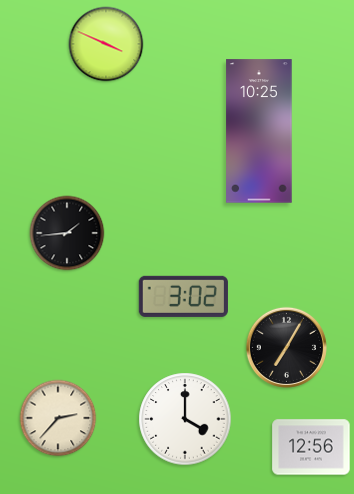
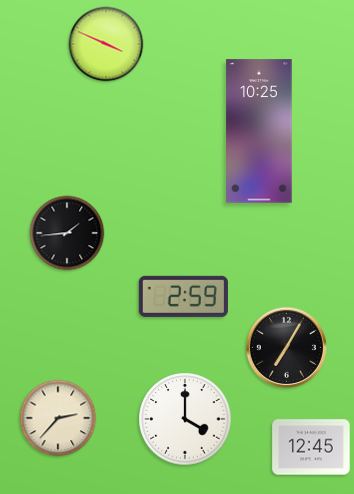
clock at (183, 296): 3:02 -> 2:59
clock at (311, 447): 12:56 -> 12:45
